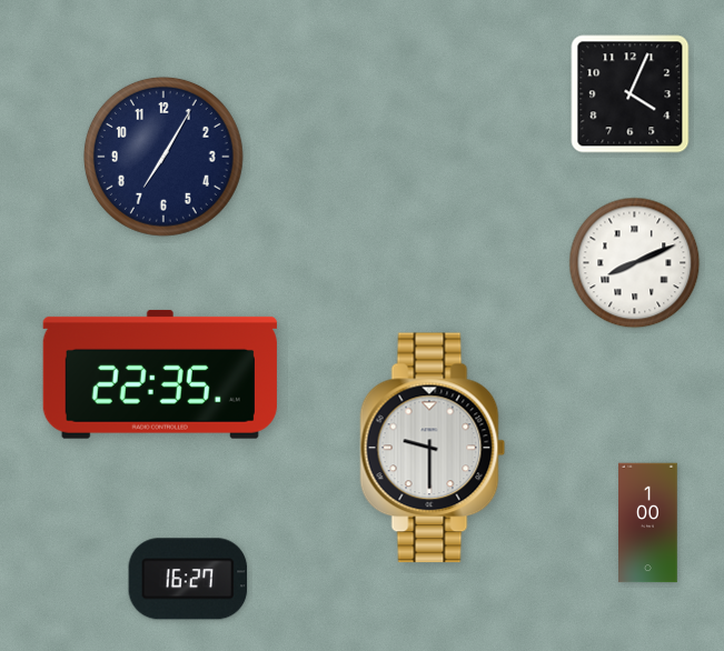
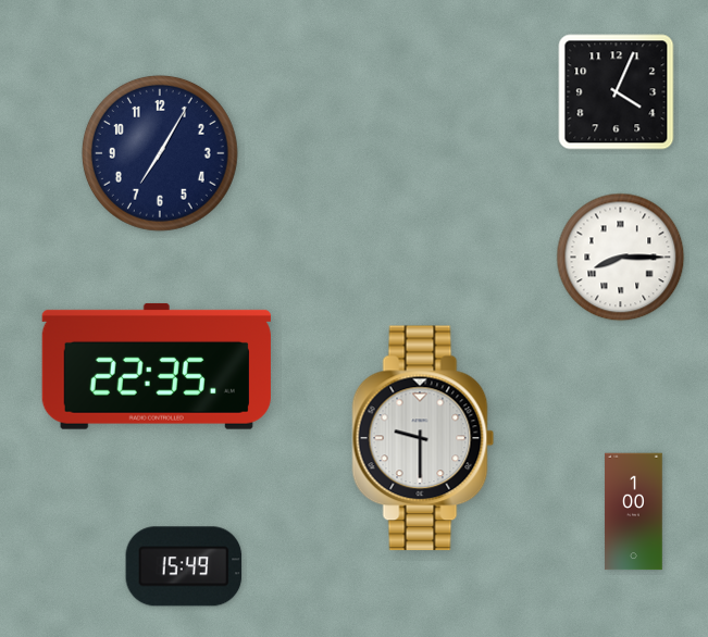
clock at (635, 263): 8:11 -> 8:15
clock at (188, 579): 16:27 -> 15:49
